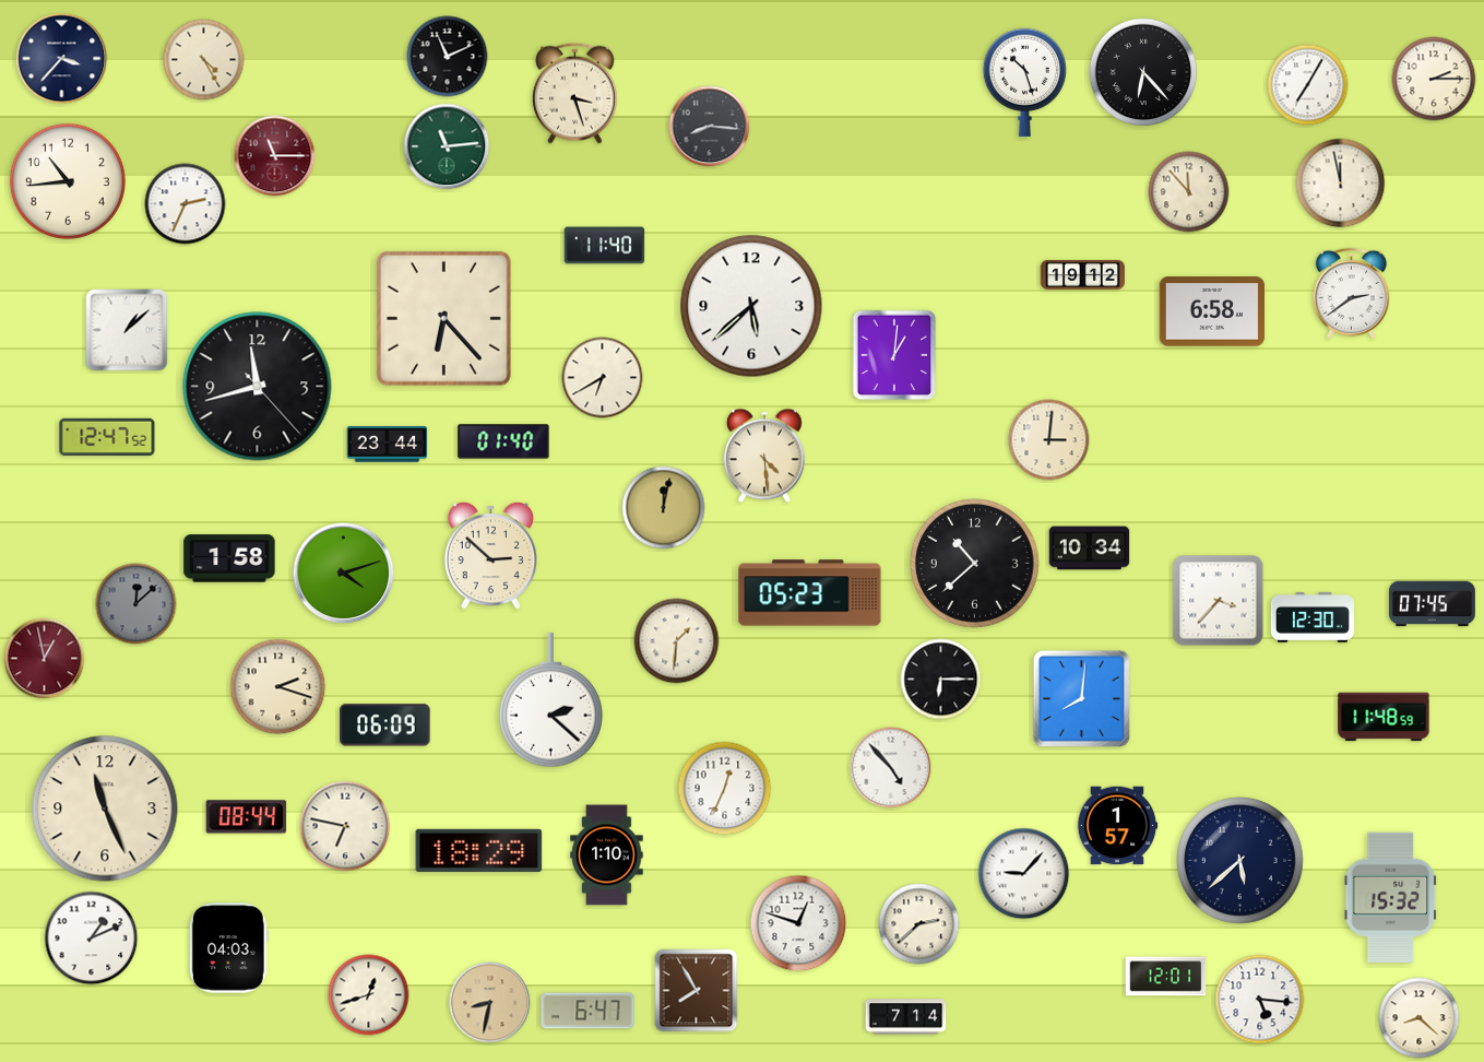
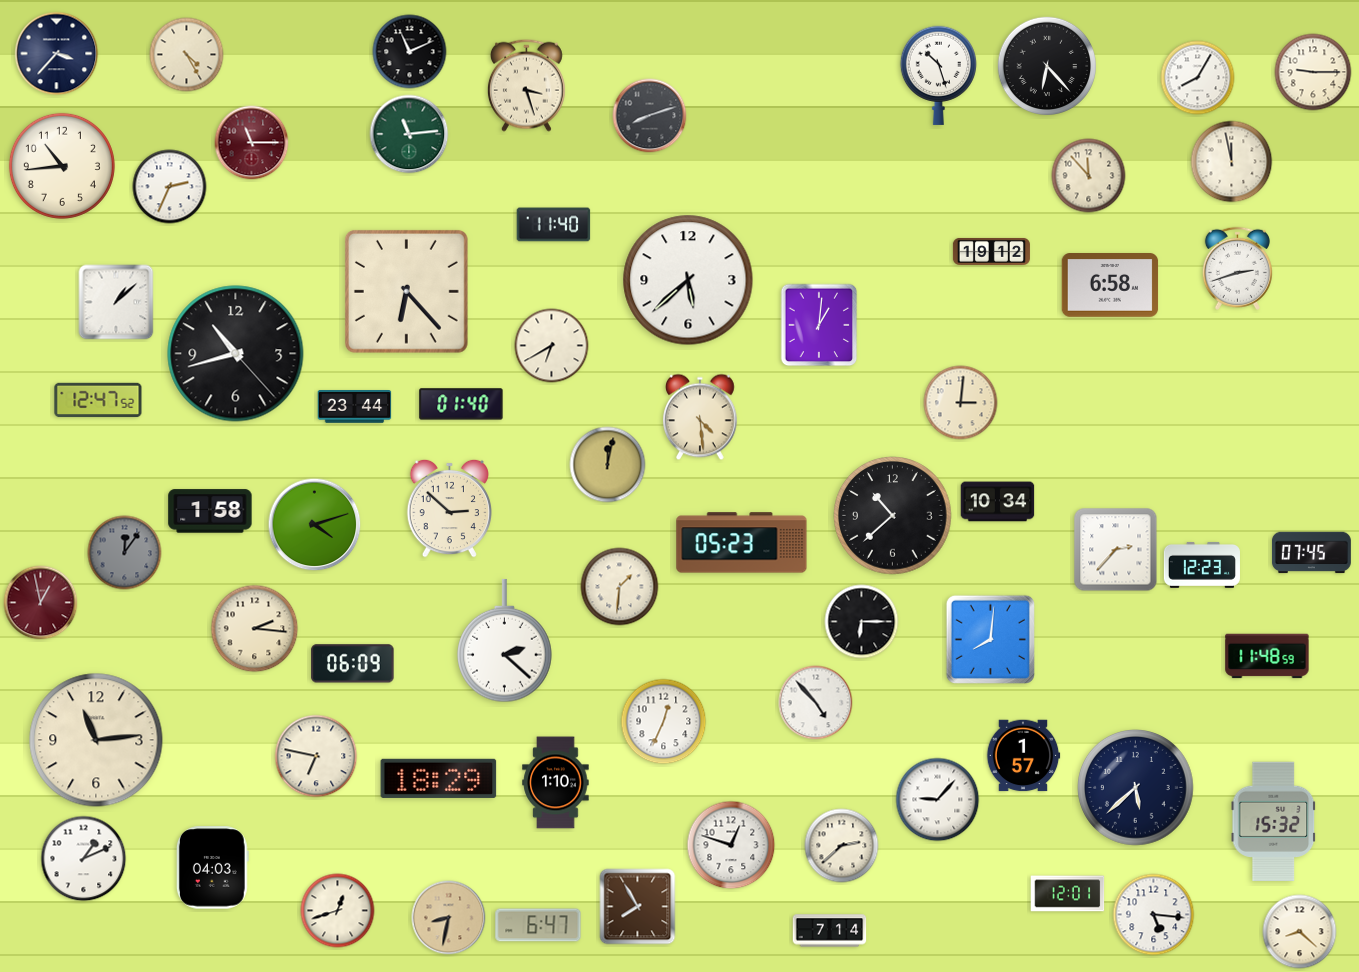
clock at (1434, 79): 2:15 -> 9:15
clock at (1308, 85): 7:05 -> 8:05
clock at (710, 127): 8:16 -> 8:12
clock at (1341, 184) position: (1341, 184) -> (1232, 162)
clock at (1351, 293): 2:39 -> 2:42
clock at (258, 387): 11:42 -> 10:42
clock at (1219, 601): 3:37 -> 2:37
clock at (136, 604): 12:08 -> 12:06
clock at (1313, 617): 12:30 -> 12:23
clock at (278, 687): 2:18 -> 2:16
clock at (105, 809): 11:26 -> 11:14
clock at (247, 817): 08:44 -> none
clock at (228, 948) position: (228, 948) -> (212, 868)
